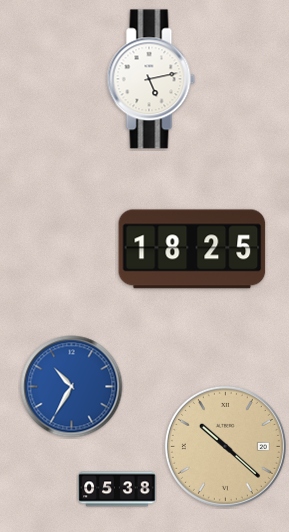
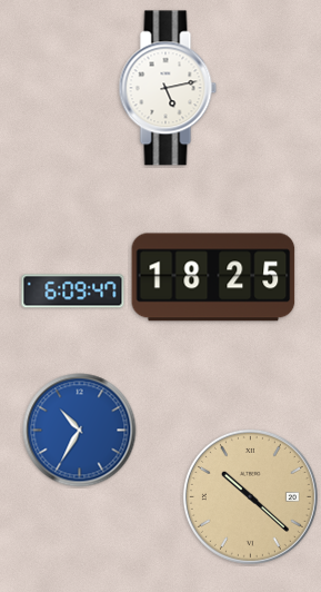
clock at (73, 292): none -> 6:09
clock at (117, 489): 05:38 -> none
